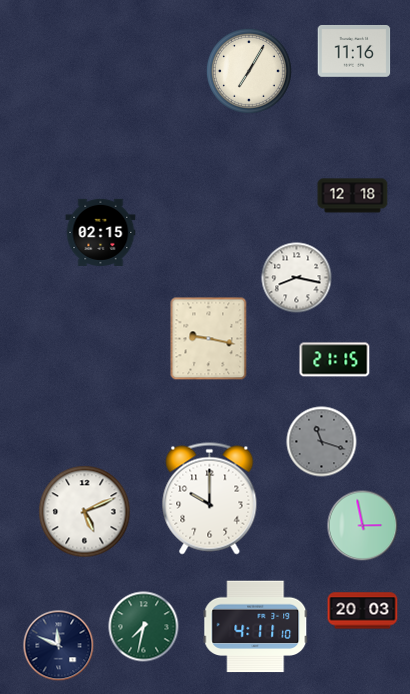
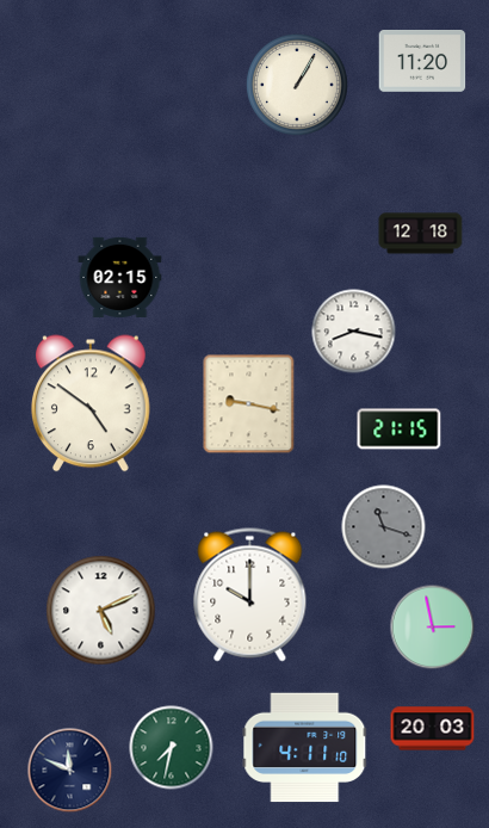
clock at (354, 52): 11:16 -> 11:20
clock at (249, 71): 7:05 -> 1:05
clock at (92, 403): none -> 4:51
